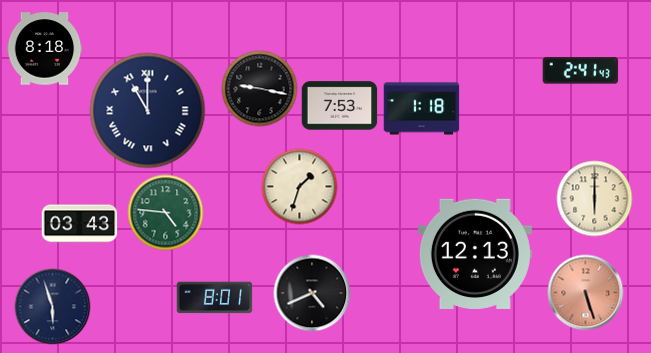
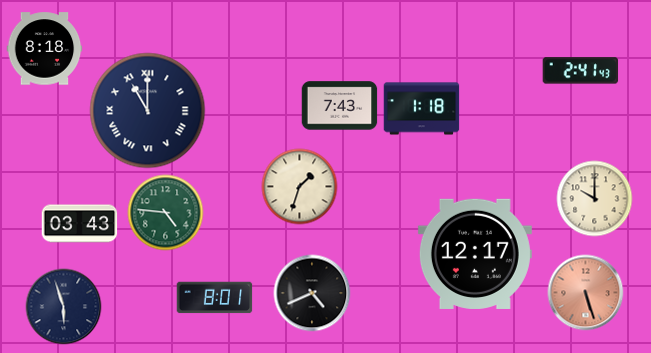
clock at (260, 89): 9:17 -> none
clock at (340, 106): 7:53 -> 7:43
clock at (595, 199): 6:00 -> 10:00
clock at (475, 254): 12:13 -> 12:17
clock at (53, 307) position: (53, 307) -> (64, 307)
